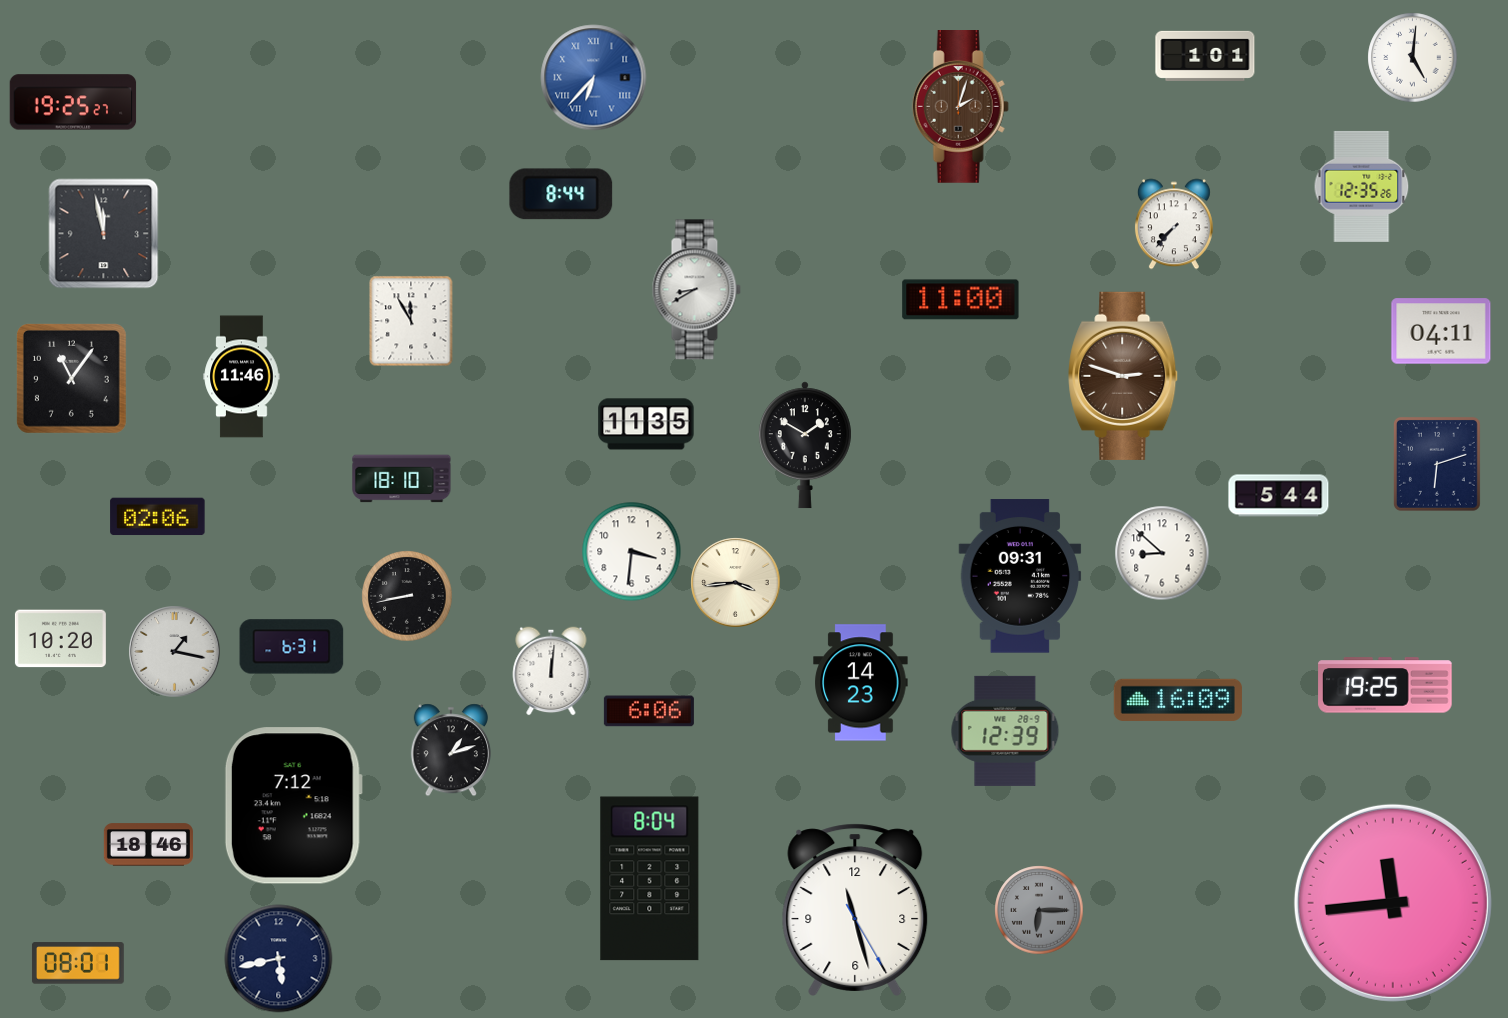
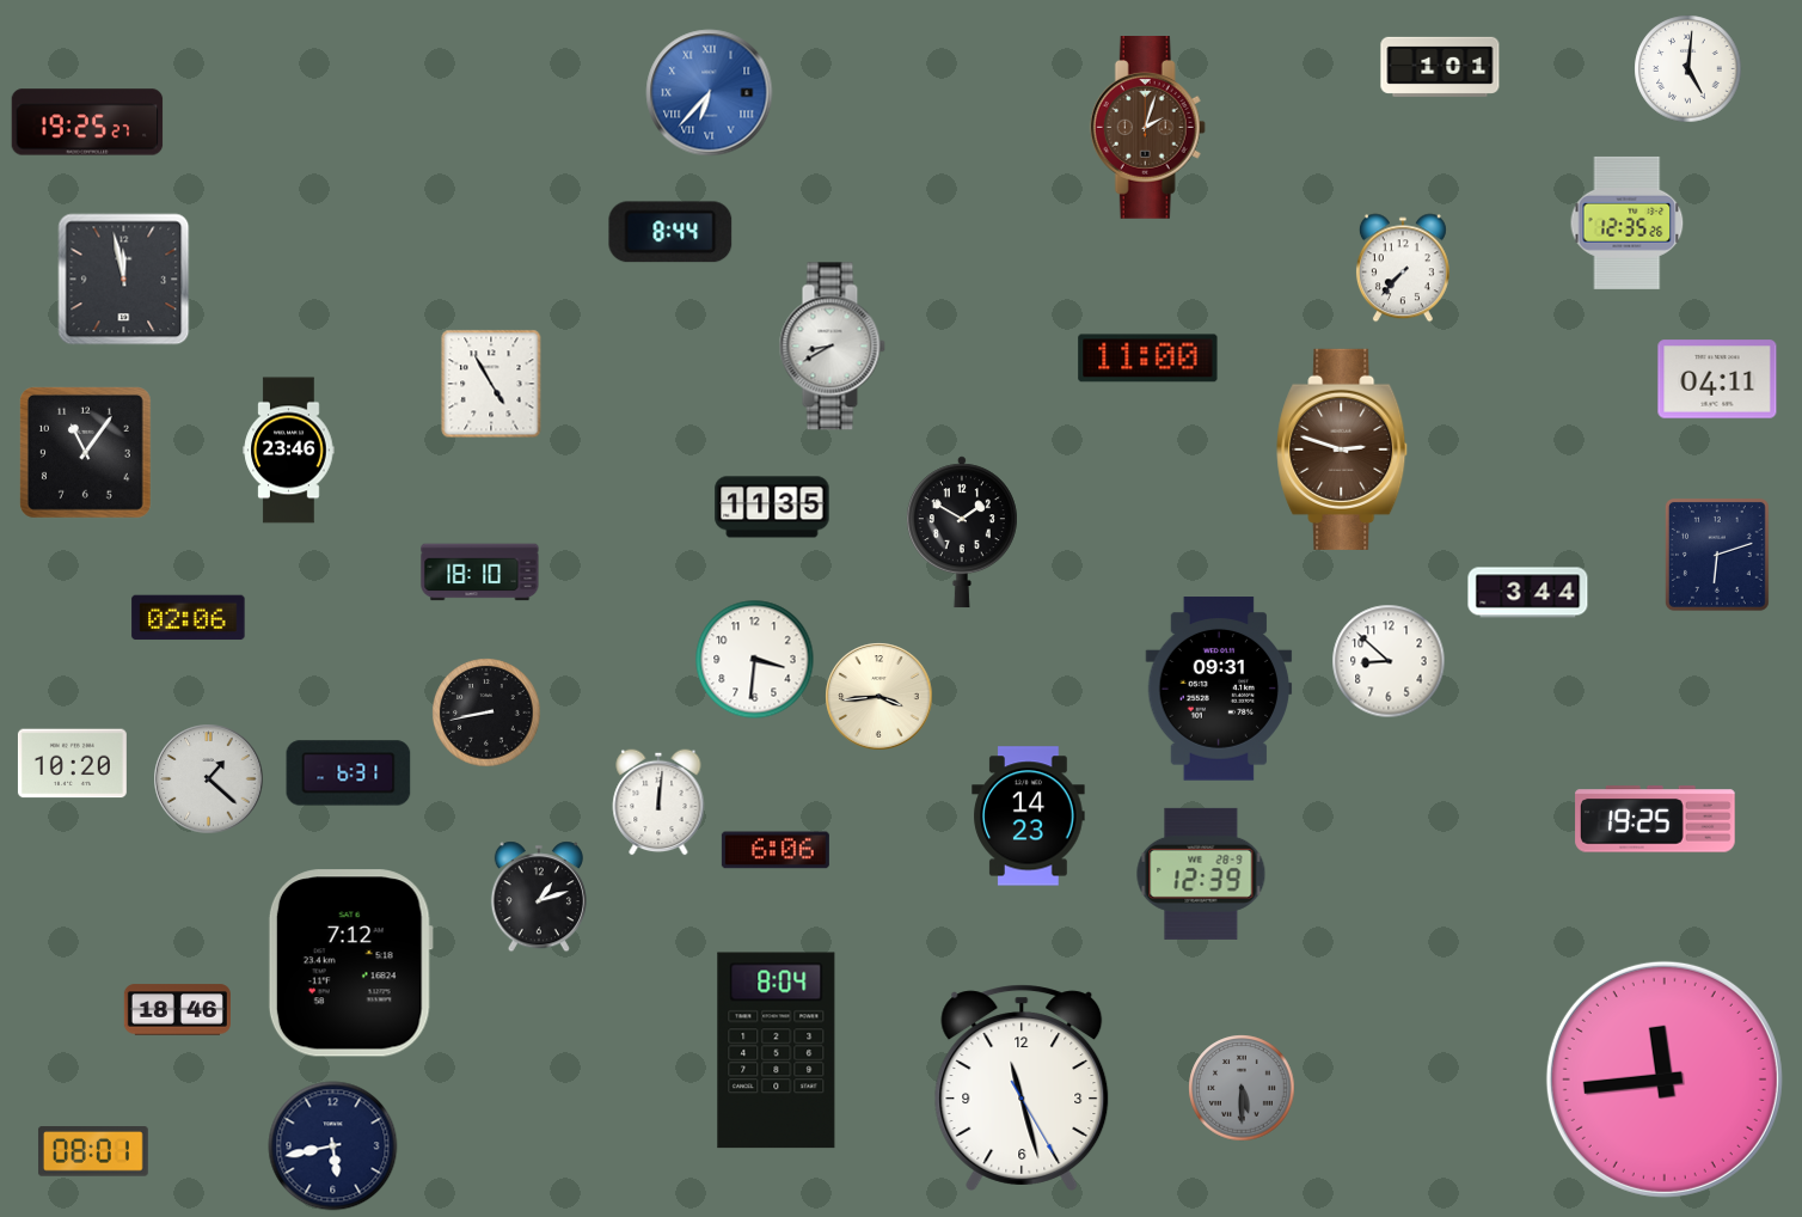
clock at (411, 321): 11:55 -> 4:55
clock at (1441, 331) position: (1441, 331) -> (1717, 379)
clock at (242, 377): 11:46 -> 23:46
clock at (1279, 496): 5:44 -> 3:44
clock at (175, 652): 1:17 -> 1:22
clock at (1178, 700): 16:09 -> none
clock at (1039, 910): 6:15 -> 5:30
